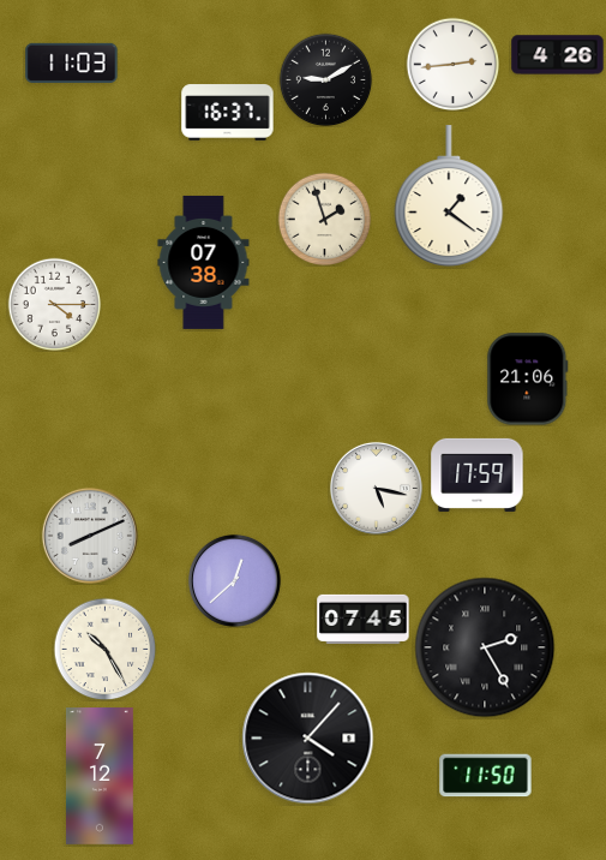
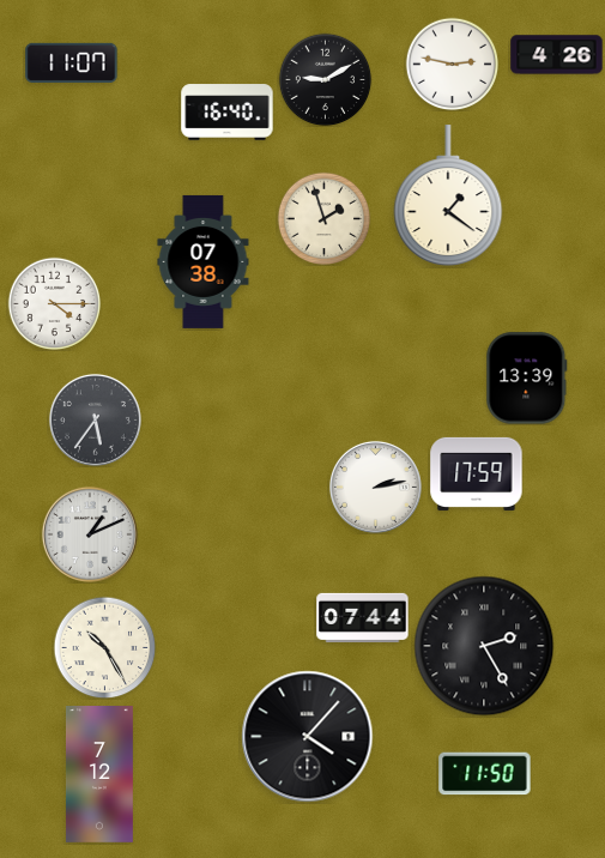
clock at (72, 62): 11:03 -> 11:07
clock at (452, 64): 2:44 -> 2:47
clock at (228, 113): 16:37 -> 16:40
clock at (528, 380): 21:06 -> 13:39
clock at (95, 419): none -> 5:36
clock at (376, 488): 5:17 -> 2:13
clock at (90, 536): 8:11 -> 1:11
clock at (234, 580): 12:38 -> none
clock at (364, 619): 07:45 -> 07:44
